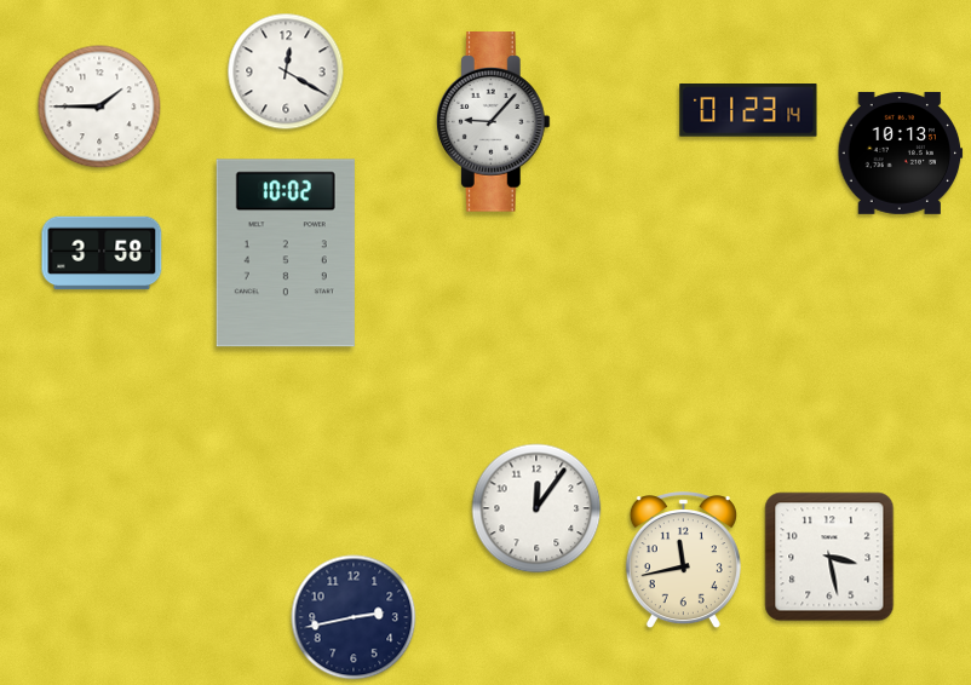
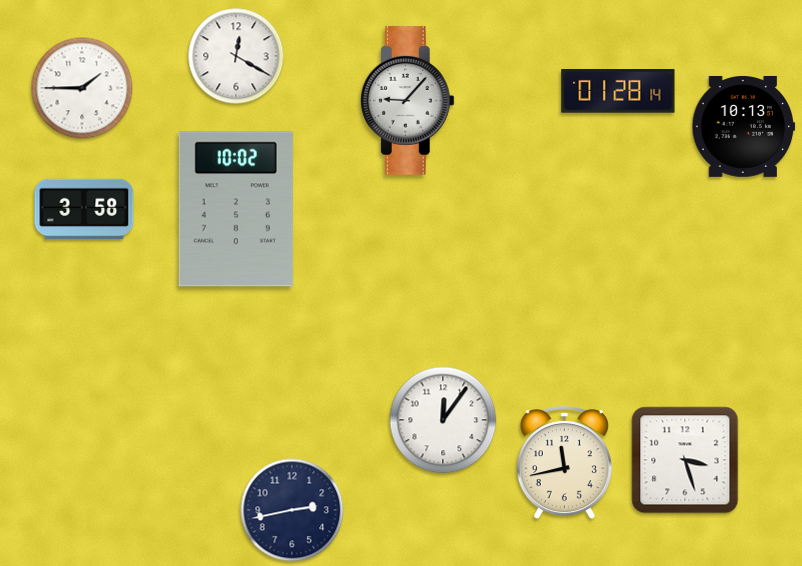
clock at (286, 71) position: (286, 71) -> (236, 56)
clock at (748, 110): 01:23 -> 01:28
clock at (829, 557): 3:28 -> 3:27
